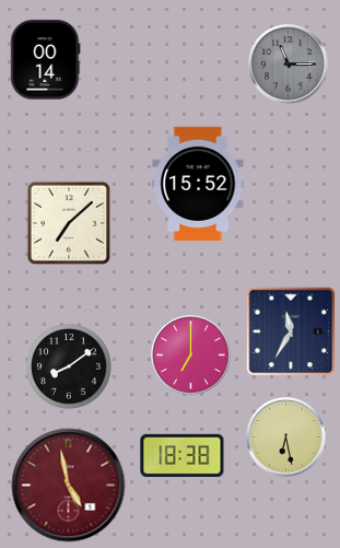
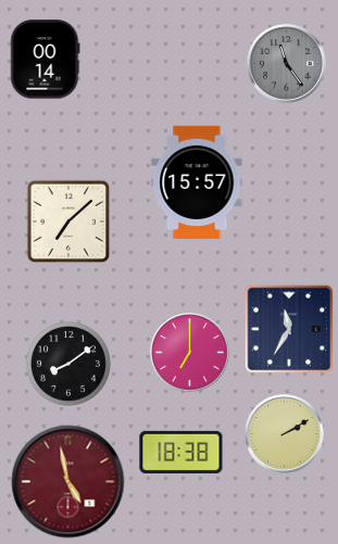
clock at (289, 65): 11:15 -> 11:24
clock at (198, 184): 15:52 -> 15:57
clock at (286, 438): 6:28 -> 2:10
